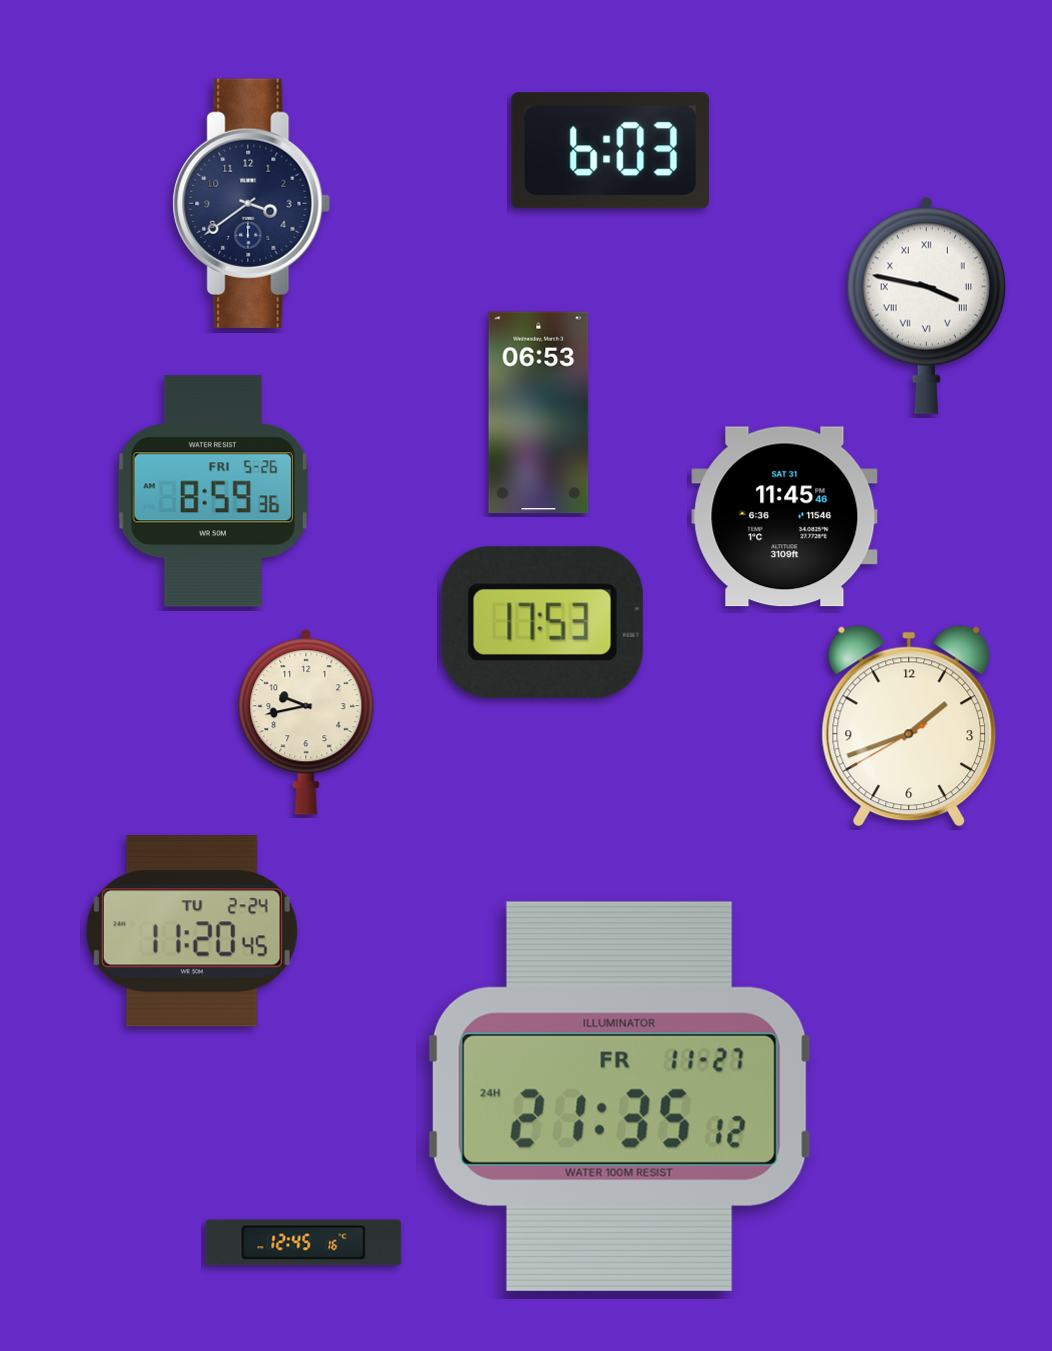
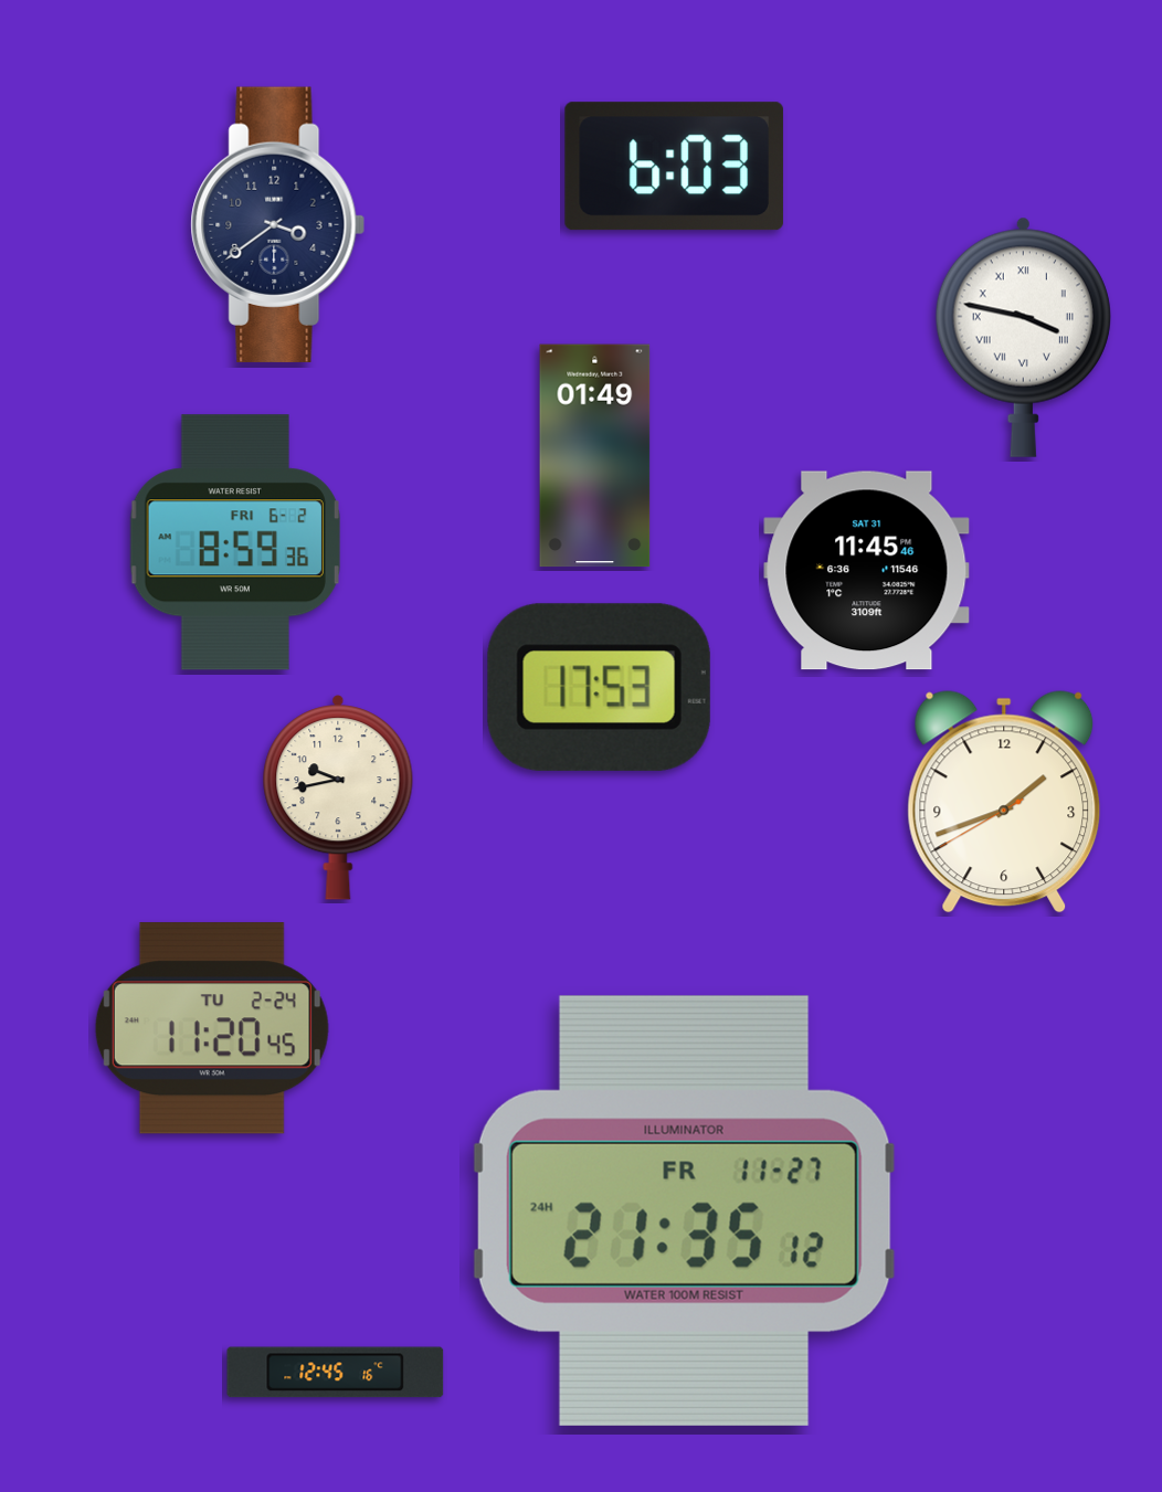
clock at (539, 413): 06:53 -> 01:49
clock at (212, 491) date: FRI 5-26 -> FRI 6-2
